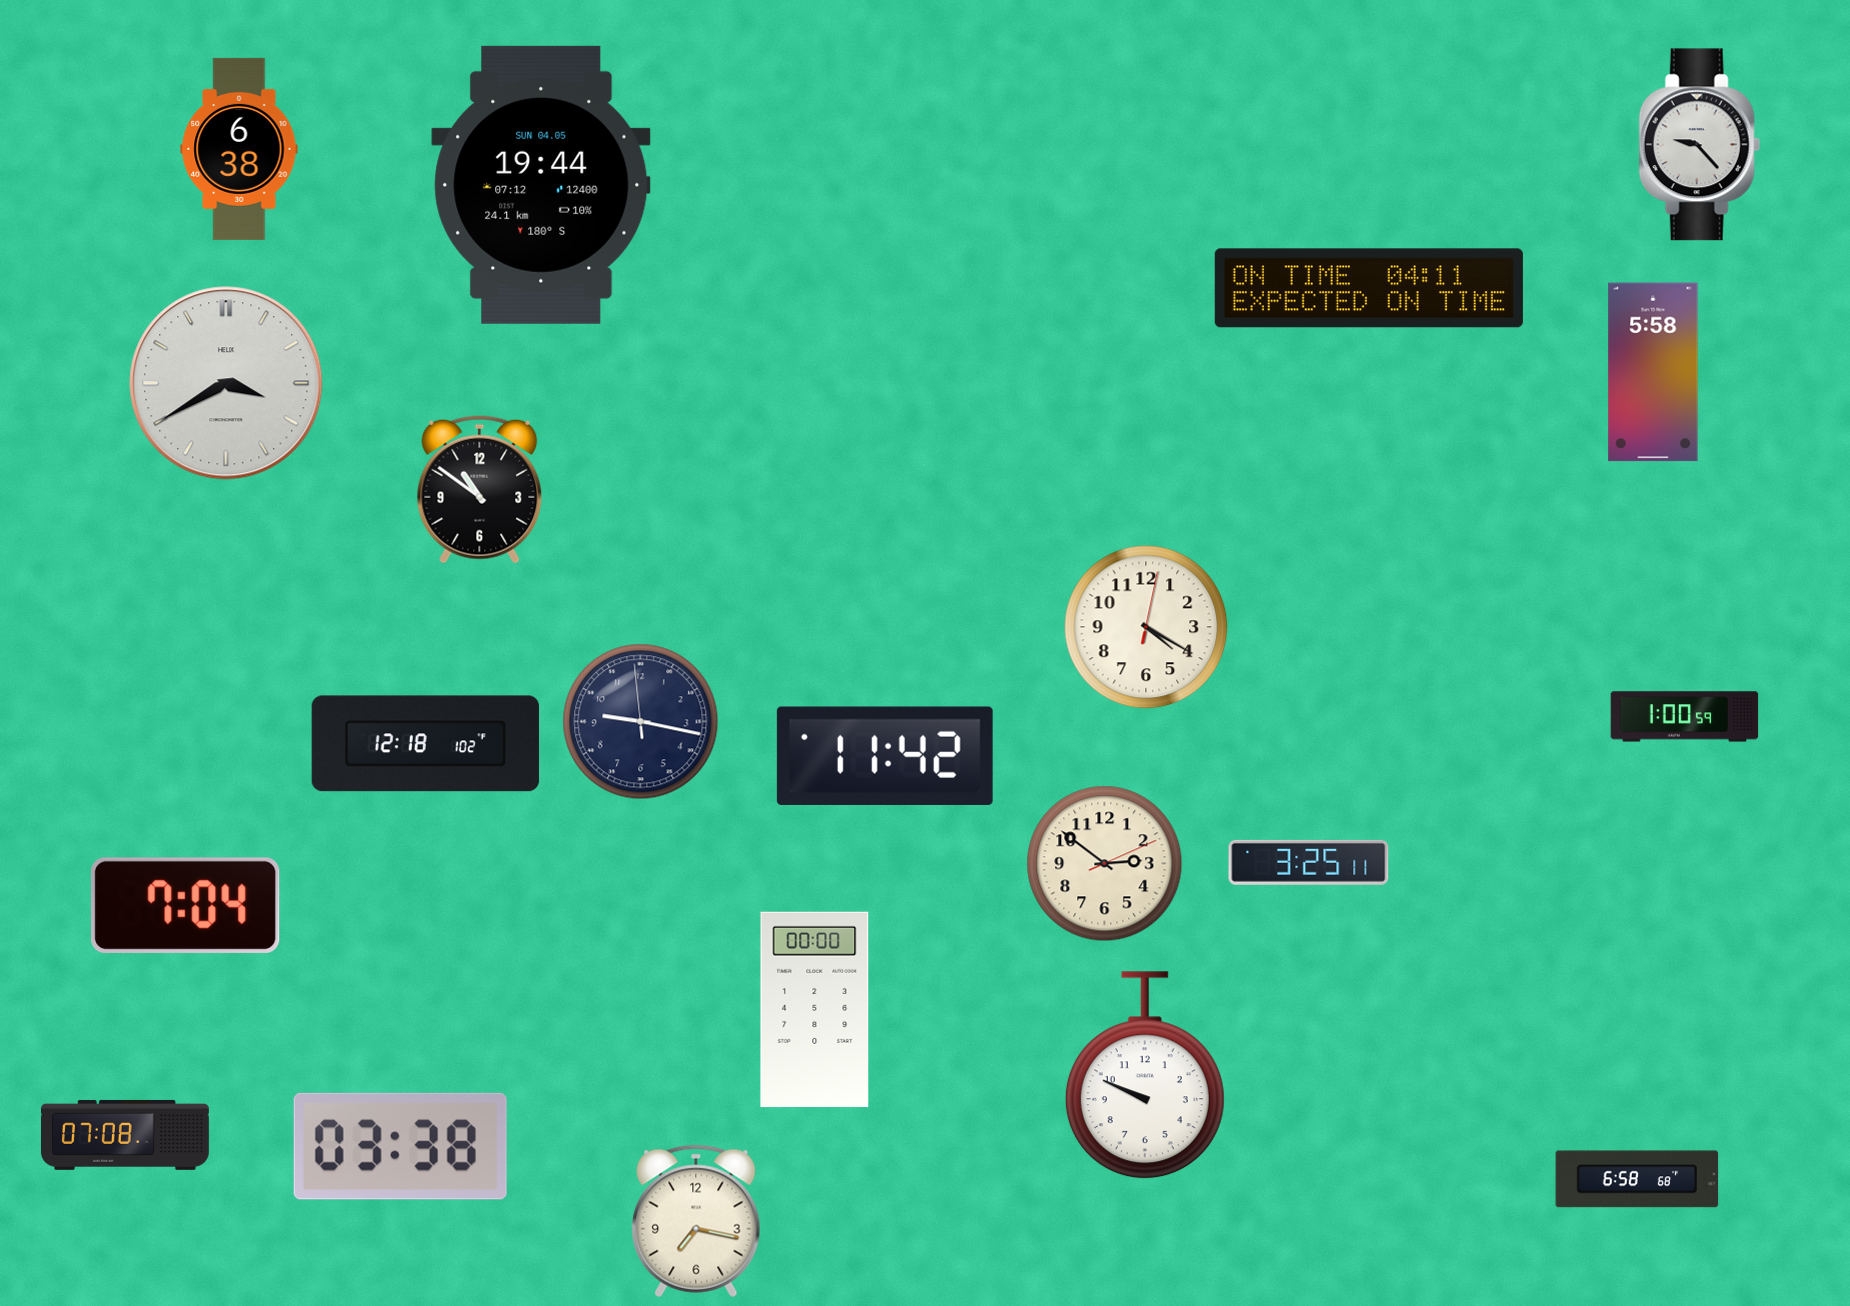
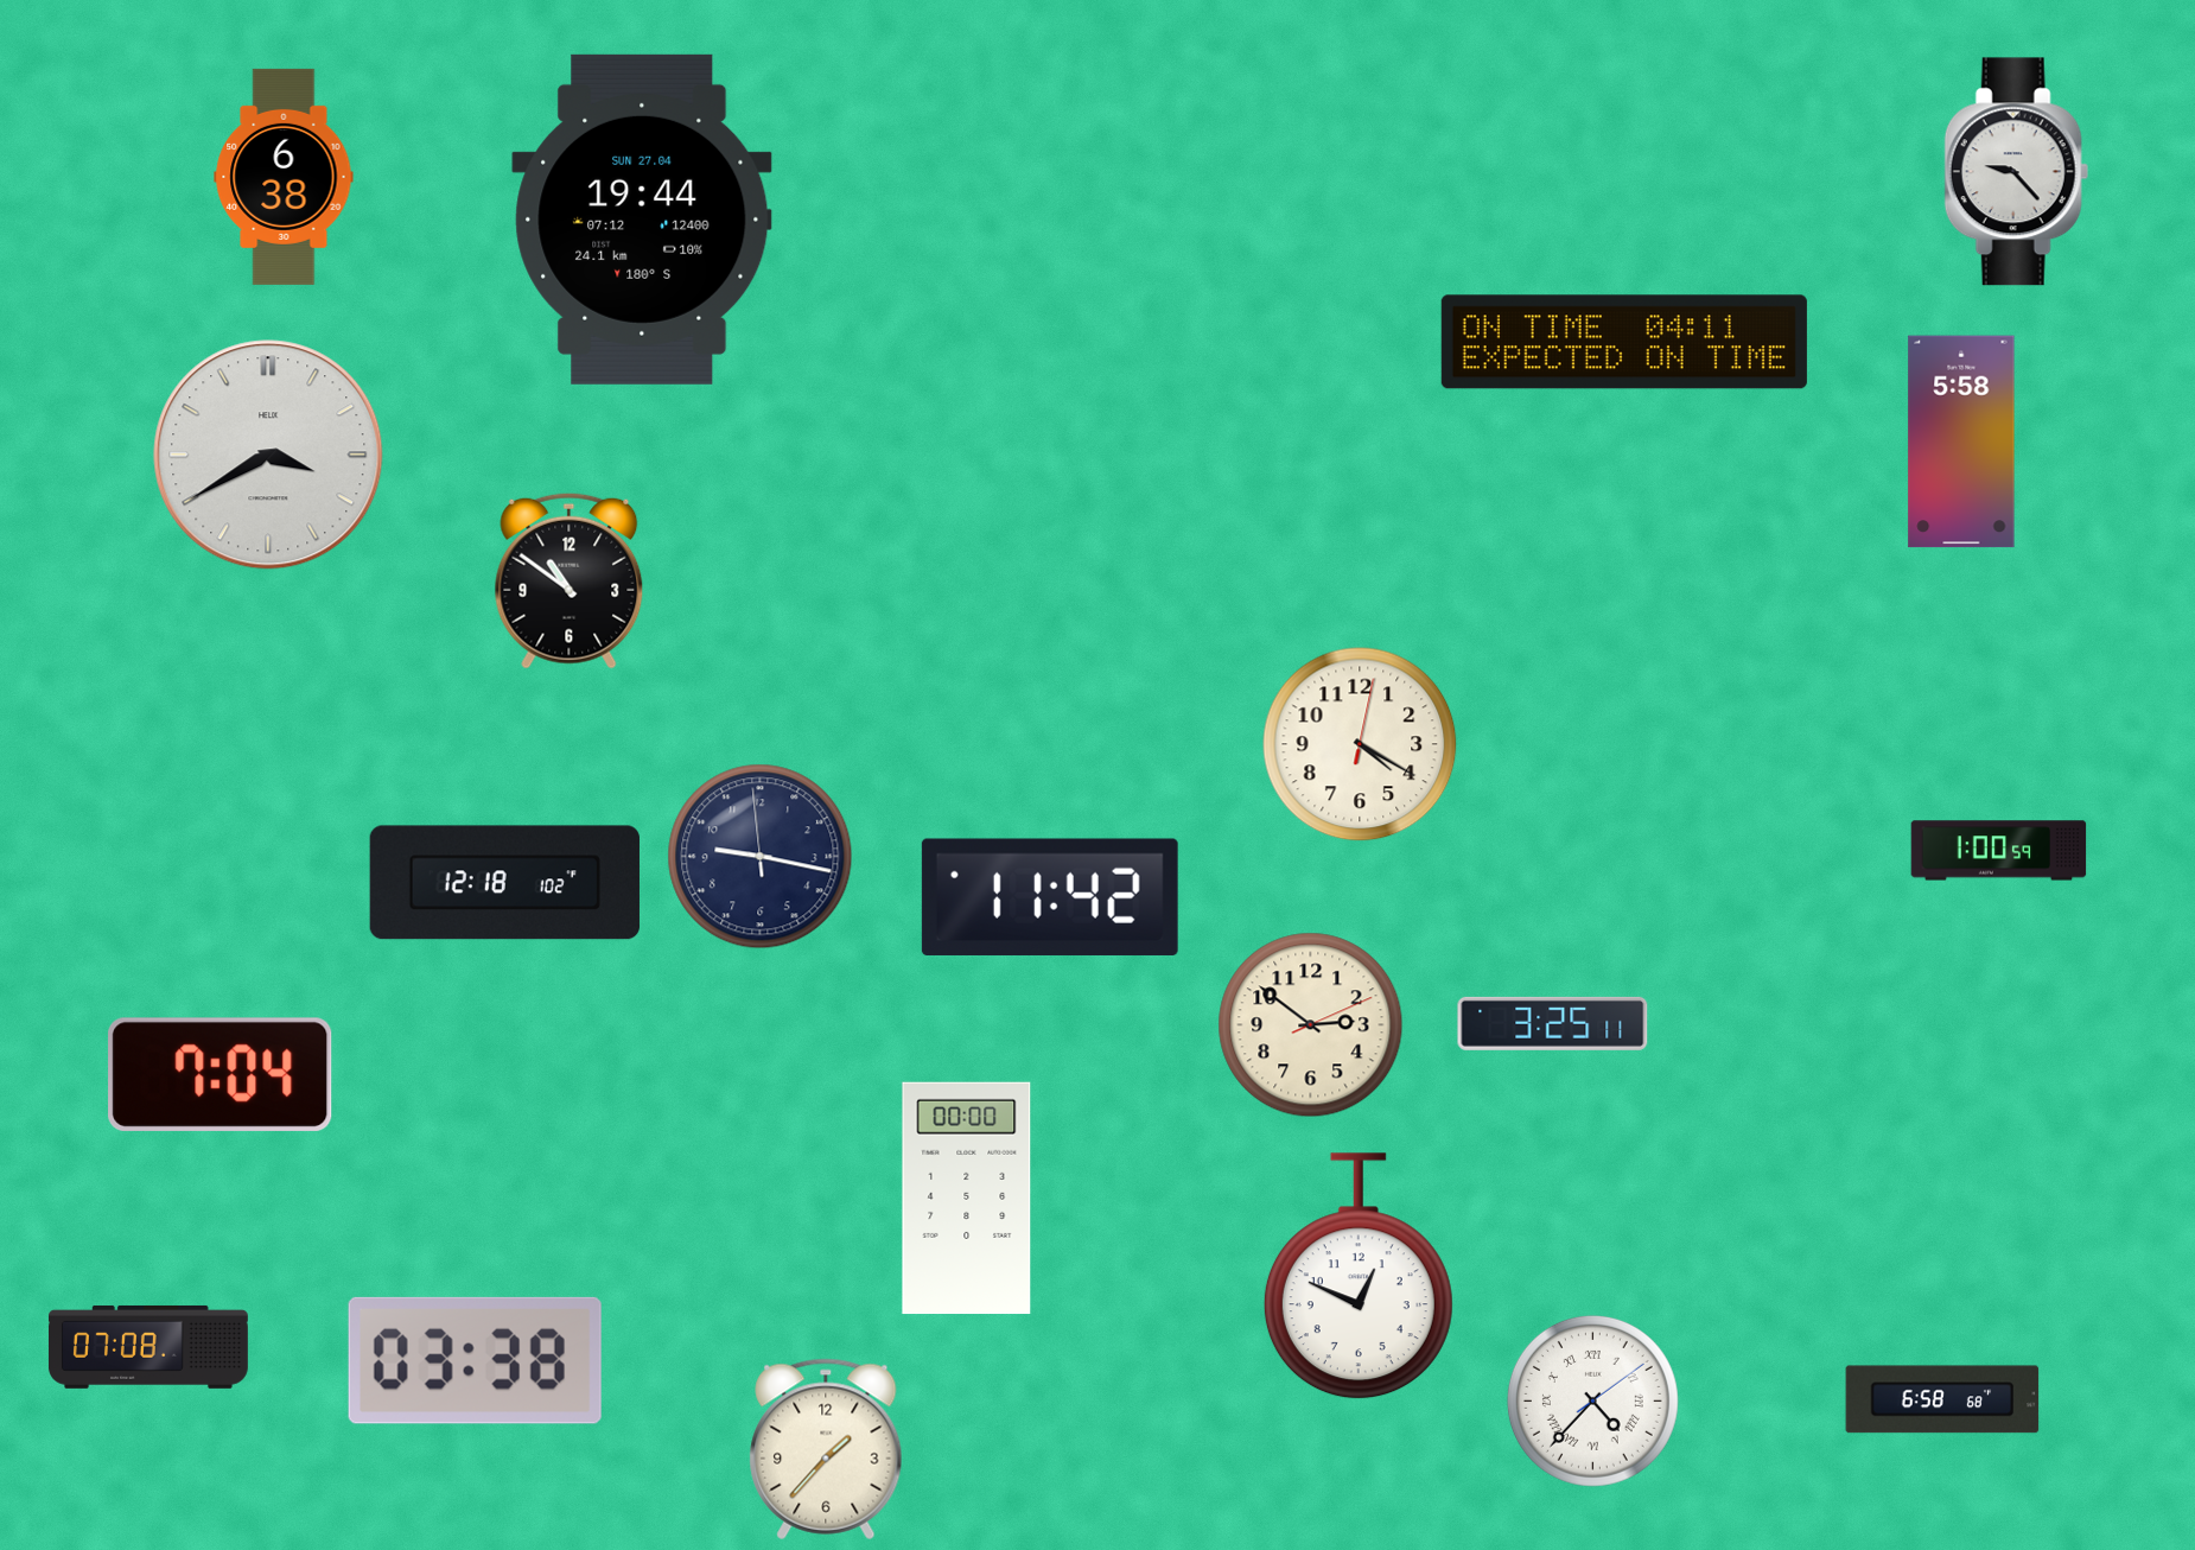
clock at (541, 185) date: SUN 04.05 -> SUN 27.04
clock at (1145, 1076): 9:49 -> 12:49
clock at (1592, 1400): none -> 4:37
clock at (696, 1221): 7:17 -> 1:37
